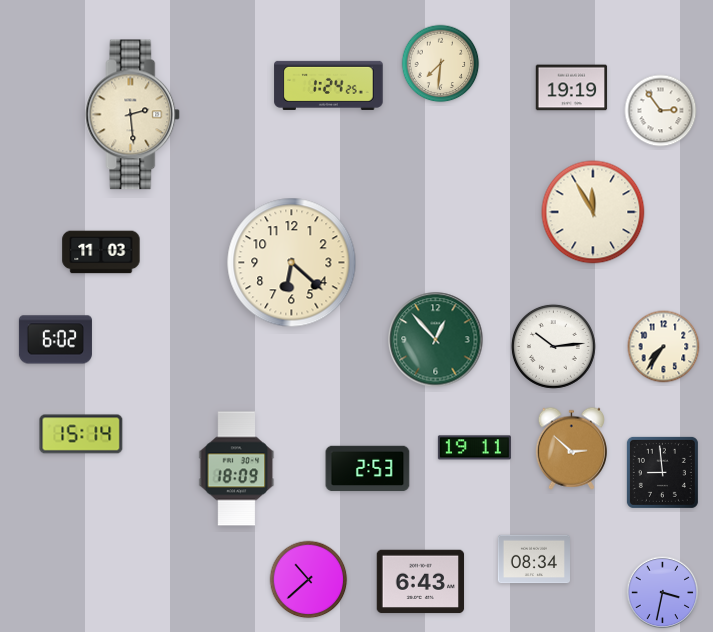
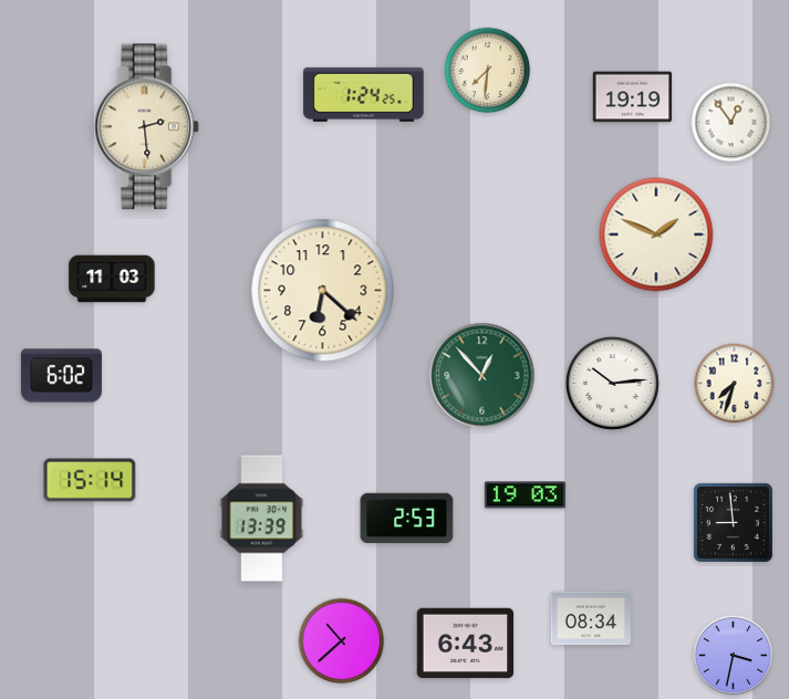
clock at (661, 111): 2:54 -> 12:54
clock at (593, 212): 11:55 -> 1:49
clock at (664, 347): 7:36 -> 7:33
clock at (474, 448): 19:11 -> 19:03
clock at (571, 448): 2:52 -> none
clock at (237, 469): 18:09 -> 13:39
